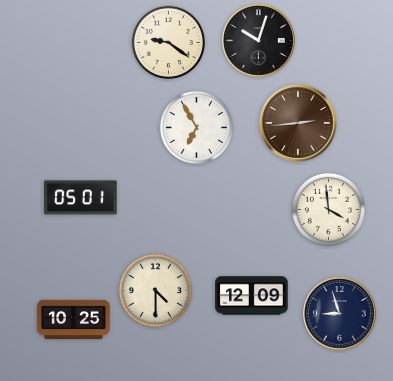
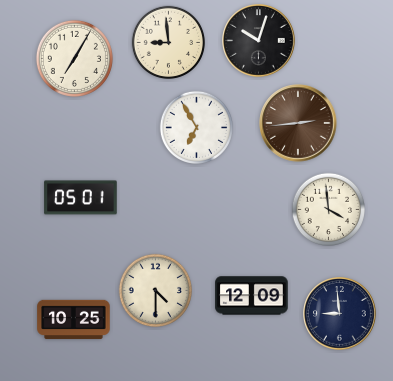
clock at (168, 42): 9:21 -> 8:59
clock at (74, 58): none -> 7:05
clock at (340, 314): 8:57 -> 8:59
